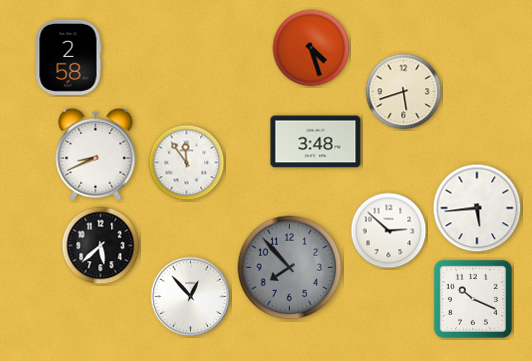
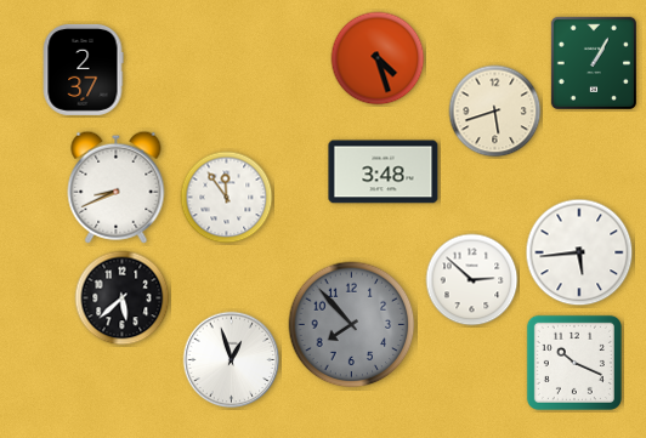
clock at (594, 63): none -> 1:05
clock at (68, 57): 2:58 -> 2:37
clock at (404, 92) position: (404, 92) -> (495, 112)
clock at (191, 297): 12:53 -> 12:57
